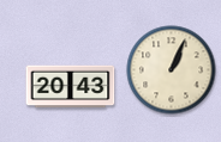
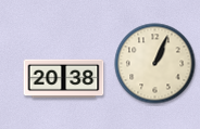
clock at (71, 87): 20:43 -> 20:38
